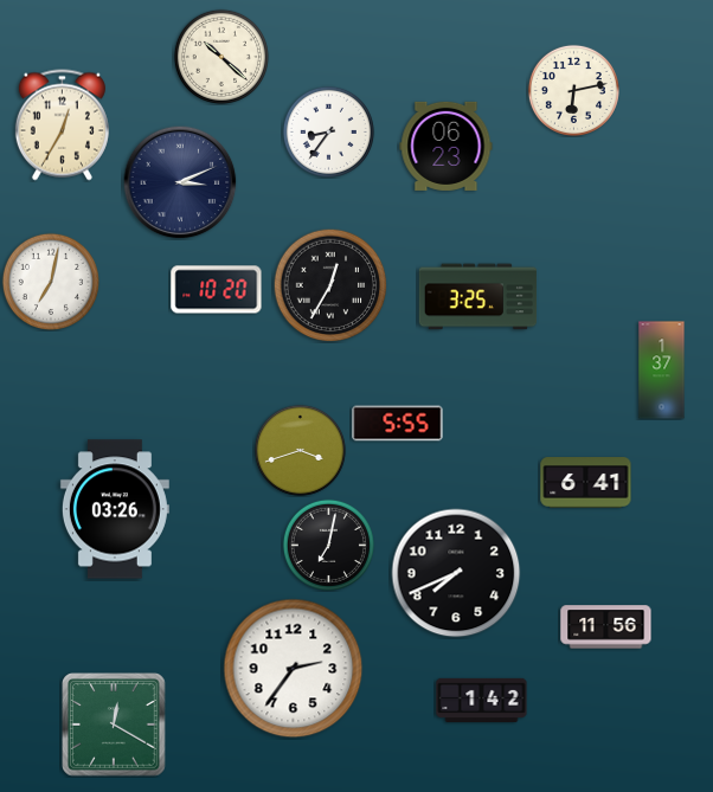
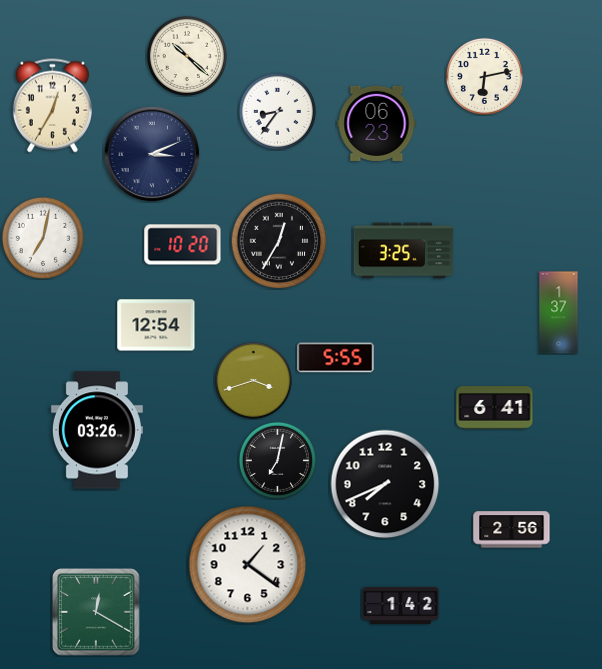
clock at (221, 57) position: (221, 57) -> (187, 56)
clock at (156, 325): none -> 12:54
clock at (606, 627): 11:56 -> 2:56
clock at (294, 669): 2:36 -> 1:21
clock at (482, 700) position: (482, 700) -> (401, 605)
